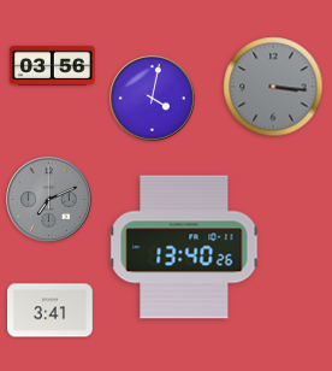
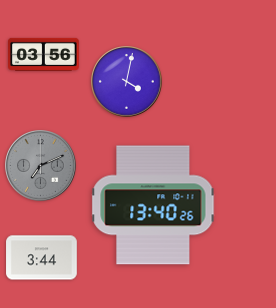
clock at (273, 87): 3:16 -> none
clock at (51, 311): 3:41 -> 3:44
